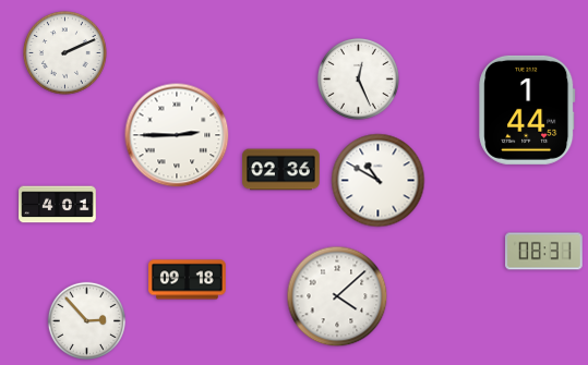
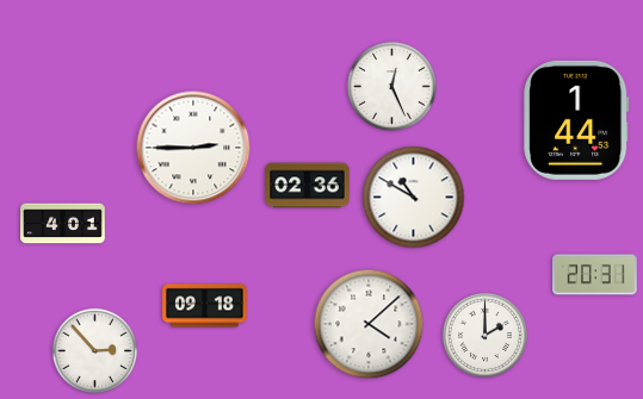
clock at (65, 53): 2:11 -> none
clock at (544, 252): 08:31 -> 20:31
clock at (484, 335): none -> 2:00
